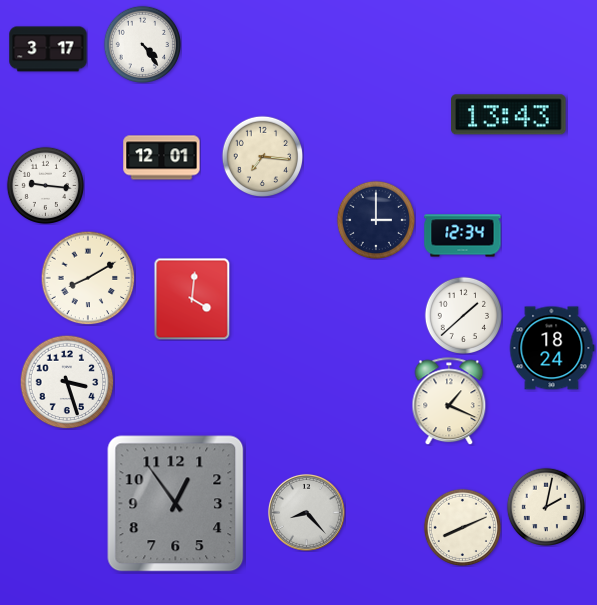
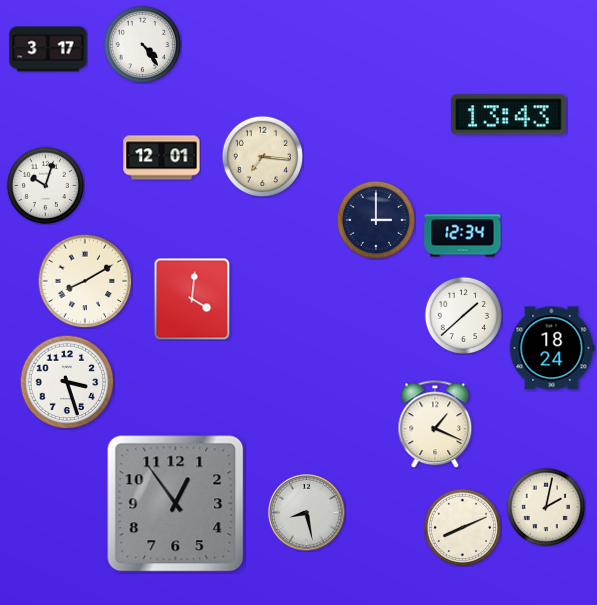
clock at (45, 185): 9:16 -> 10:03
clock at (88, 278) position: (88, 278) -> (85, 281)
clock at (449, 401) position: (449, 401) -> (435, 424)
clock at (306, 512): 8:23 -> 8:28
